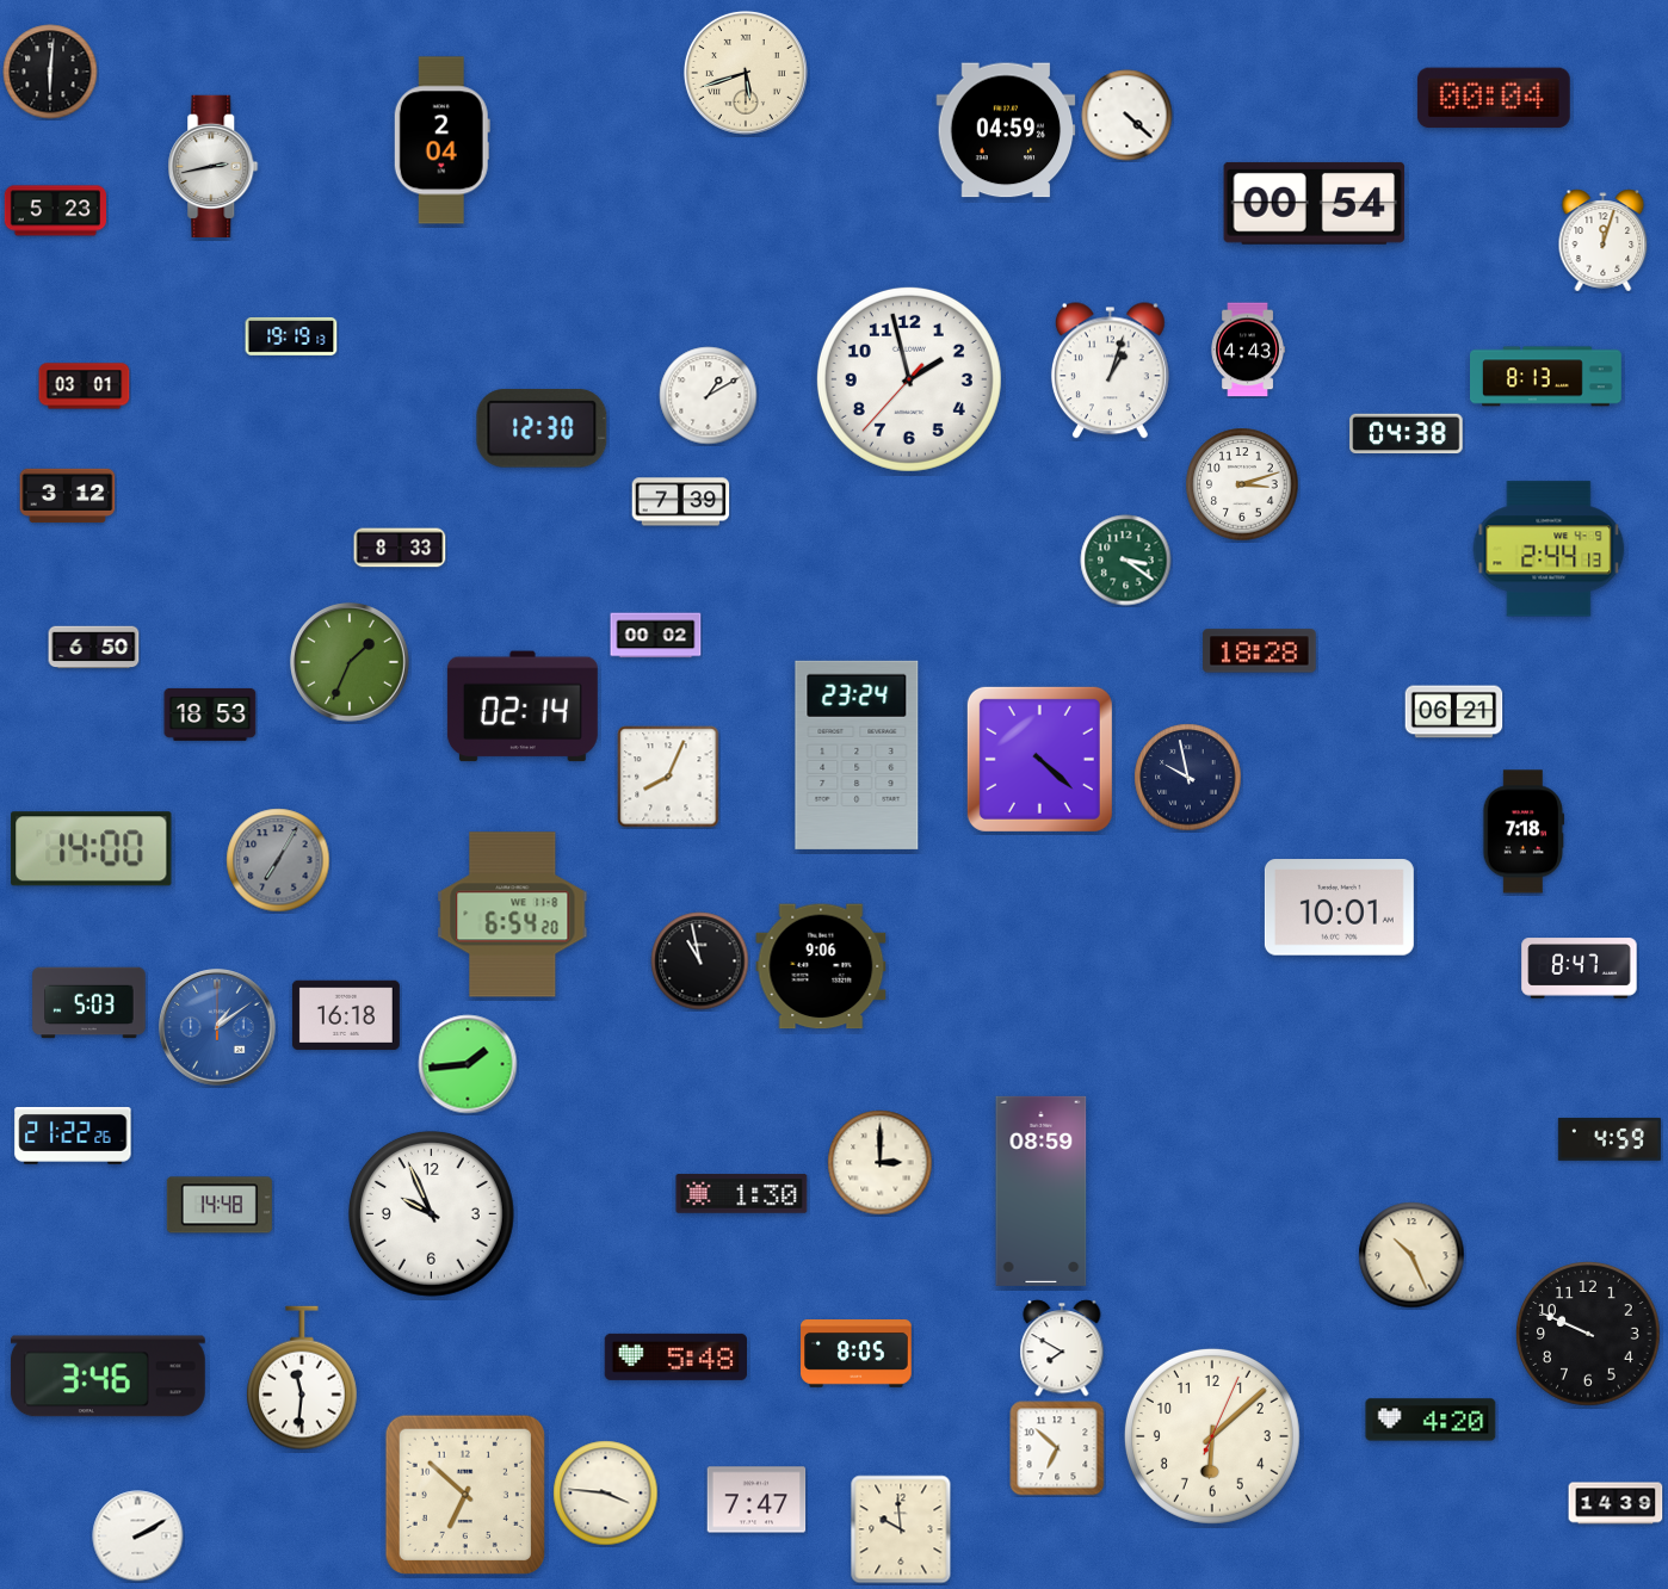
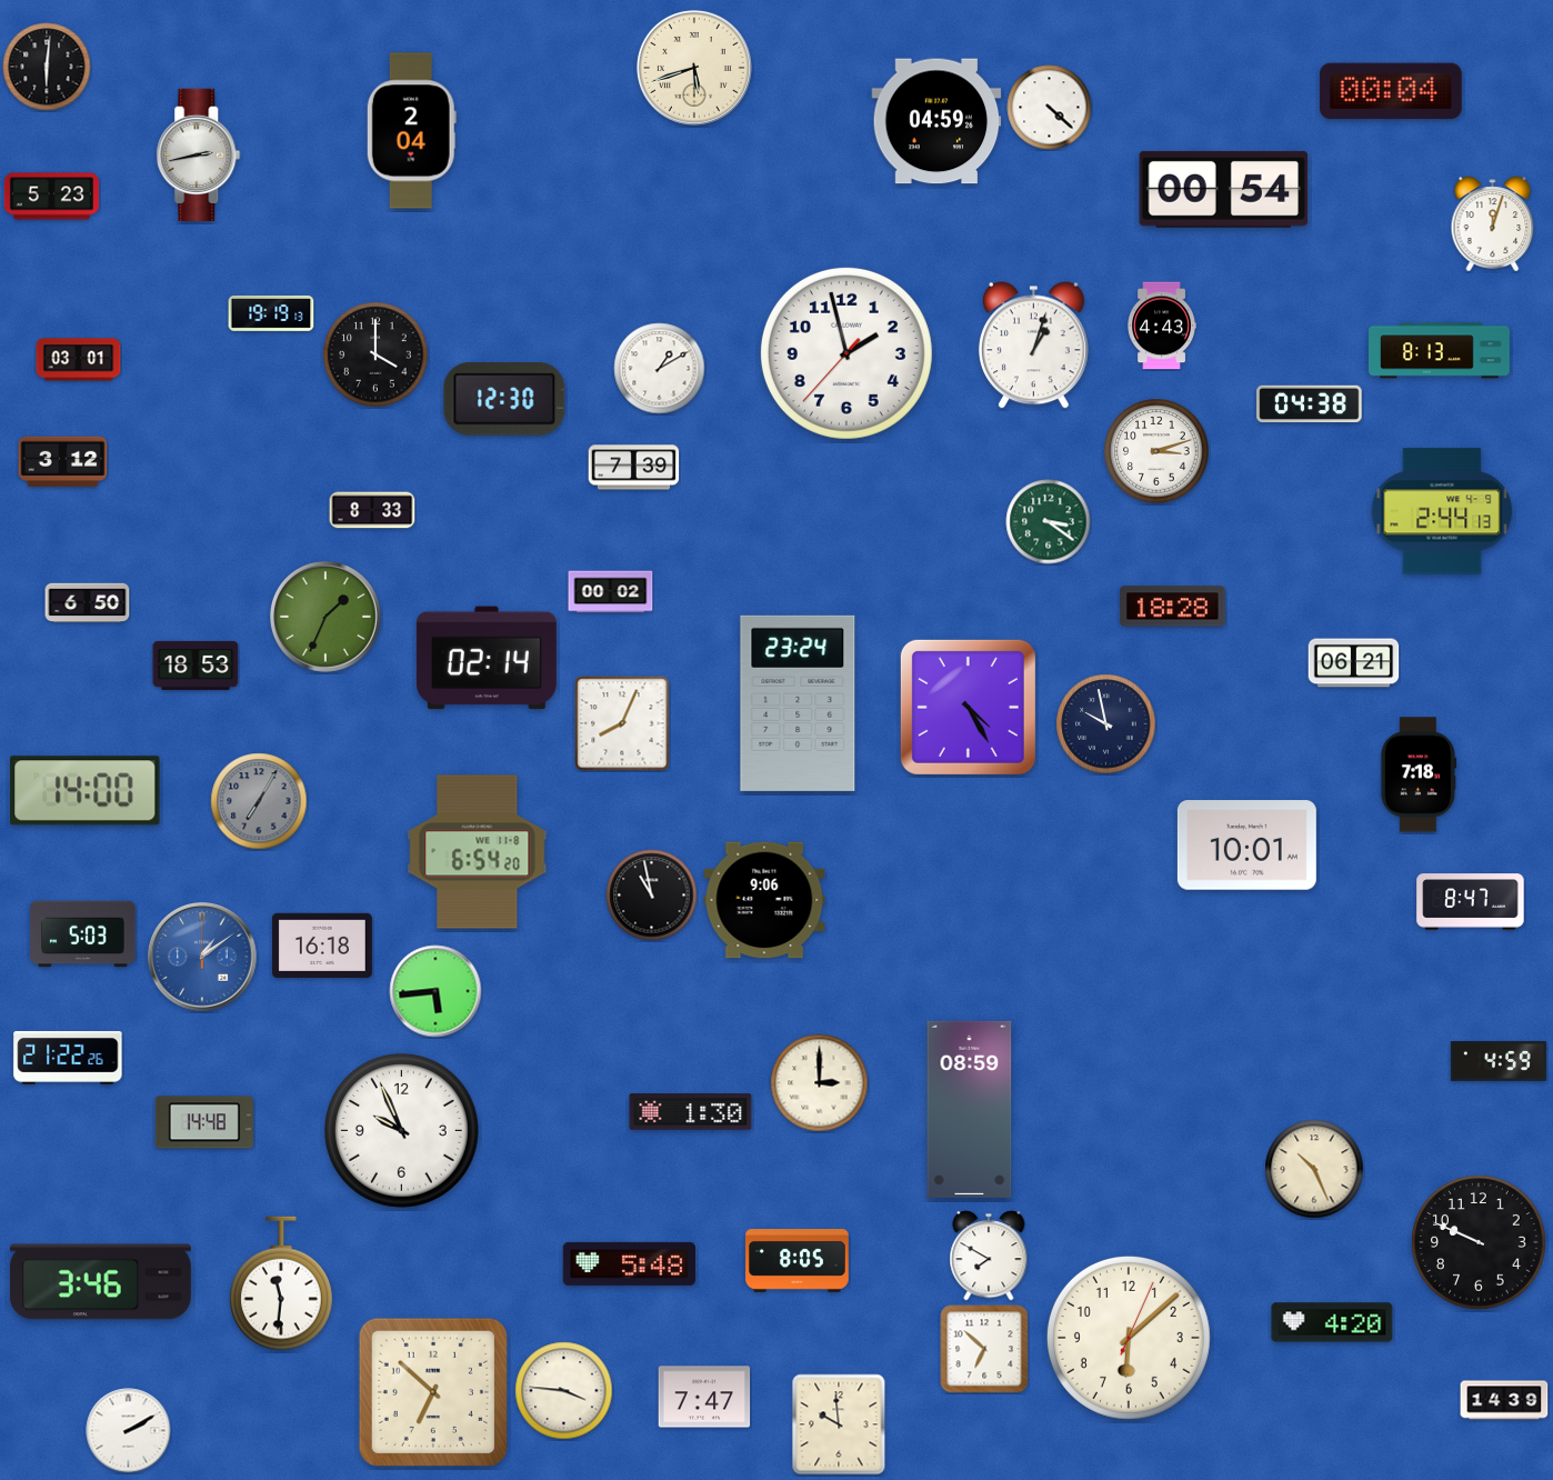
clock at (375, 354): none -> 4:00
clock at (1039, 759): 4:22 -> 4:25
clock at (468, 1064): 1:44 -> 5:44
